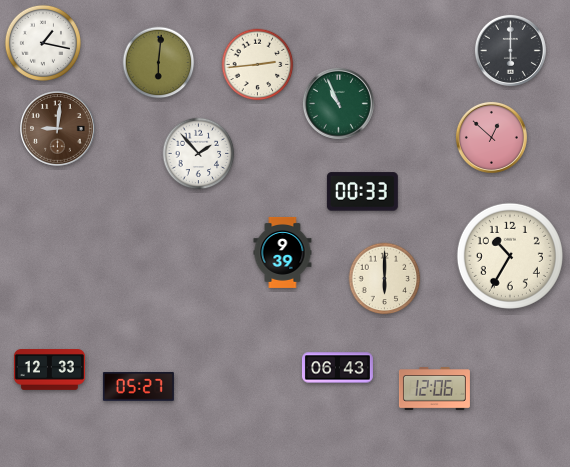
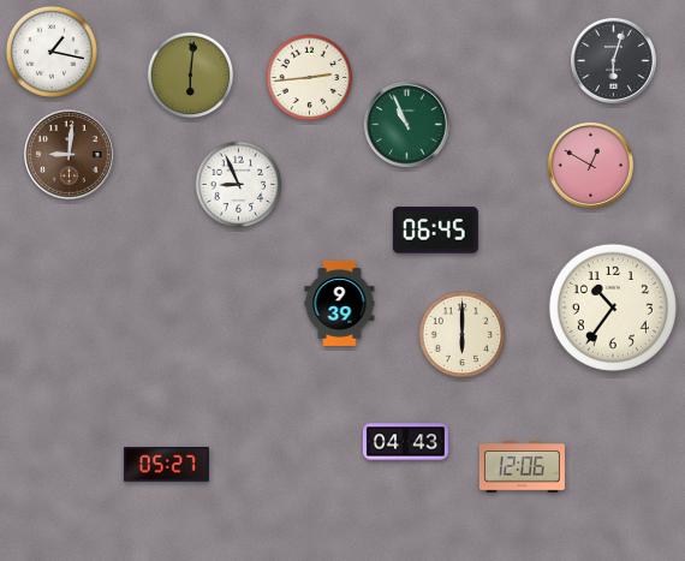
clock at (510, 50): 6:00 -> 6:03
clock at (491, 137): 12:52 -> 12:50
clock at (199, 154): 1:53 -> 8:56
clock at (362, 192): 00:33 -> 06:45
clock at (510, 256): 10:35 -> 10:36
clock at (337, 368): 06:43 -> 04:43
clock at (49, 370): 12:33 -> none
